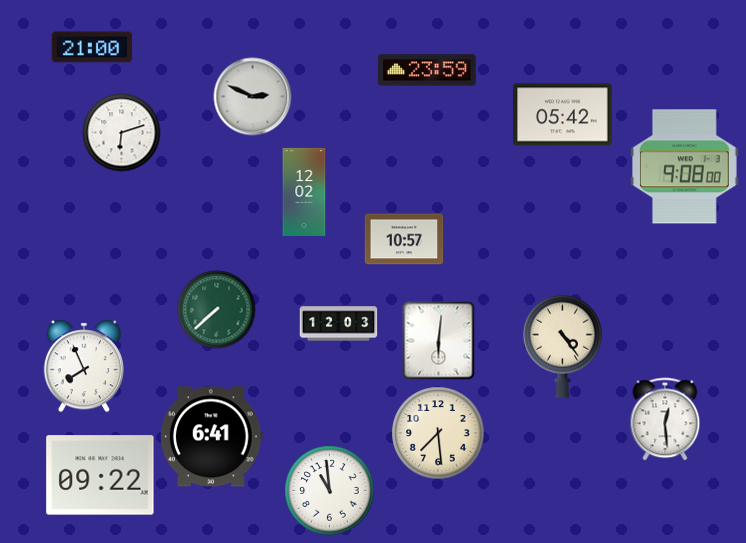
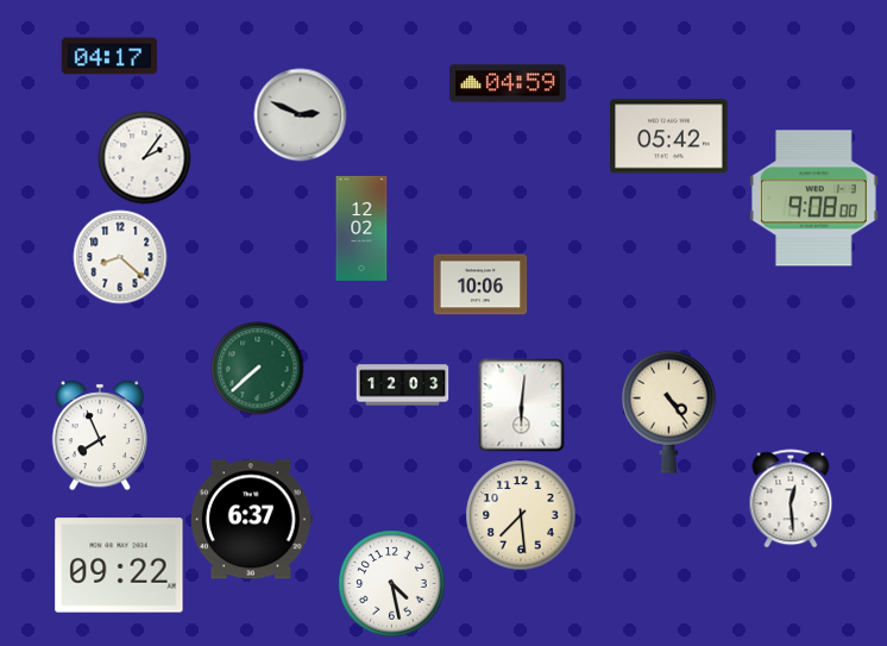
clock at (92, 47): 21:00 -> 04:17
clock at (427, 70): 23:59 -> 04:59
clock at (121, 132): 6:12 -> 2:06
clock at (120, 257): none -> 8:22
clock at (404, 239): 10:57 -> 10:06
clock at (211, 437): 6:41 -> 6:37
clock at (329, 490): 10:59 -> 4:28
